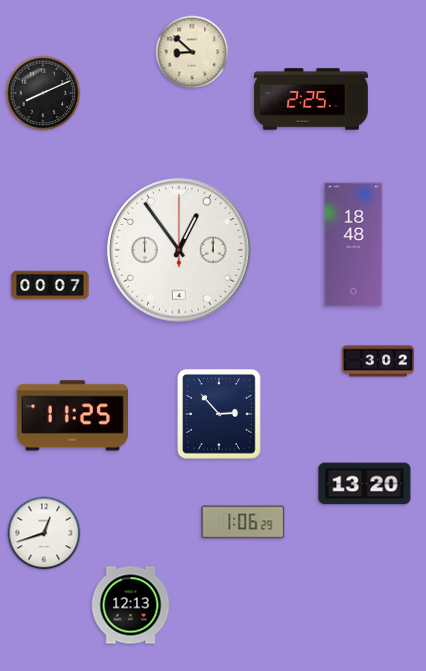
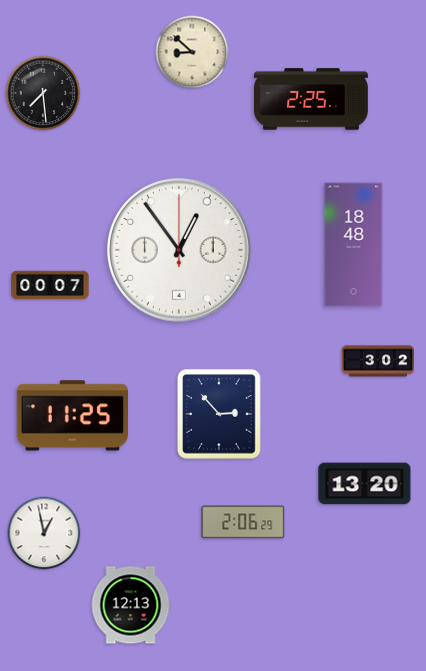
clock at (43, 93): 8:11 -> 7:29
clock at (243, 522): 1:06 -> 2:06
clock at (44, 533): 12:42 -> 12:58
